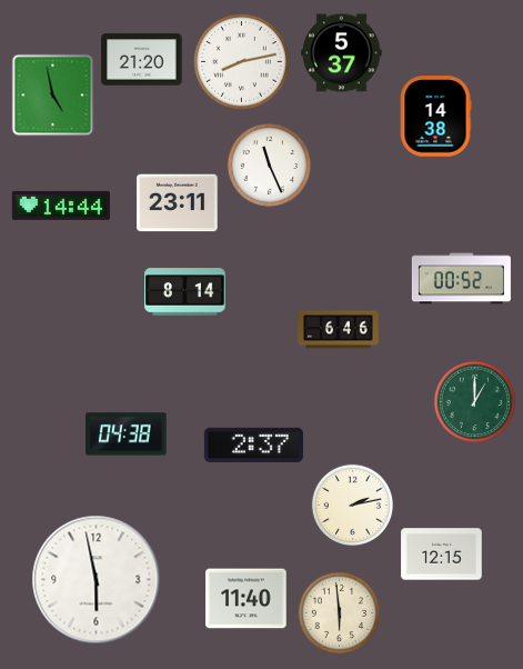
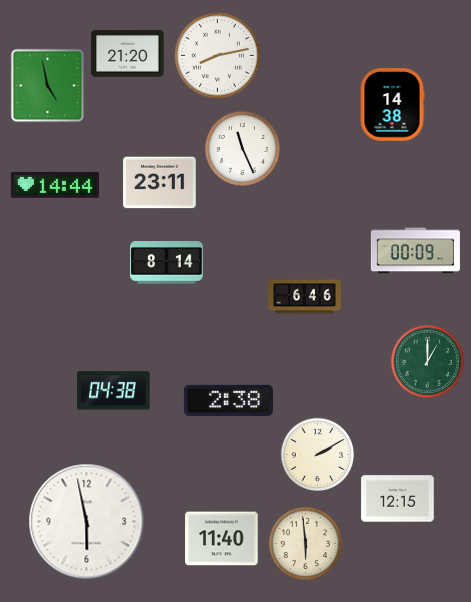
clock at (342, 53): 5:37 -> none
clock at (461, 279): 00:52 -> 00:09
clock at (253, 445): 2:37 -> 2:38
clock at (353, 506): 2:13 -> 2:10
clock at (340, 613) position: (340, 613) -> (306, 544)
